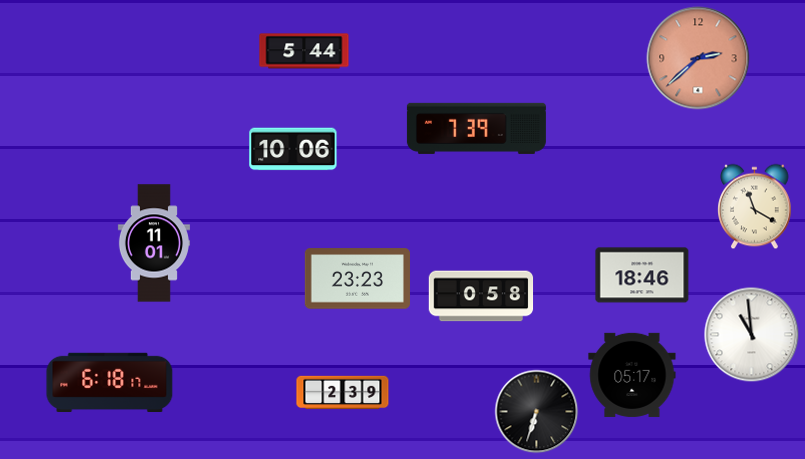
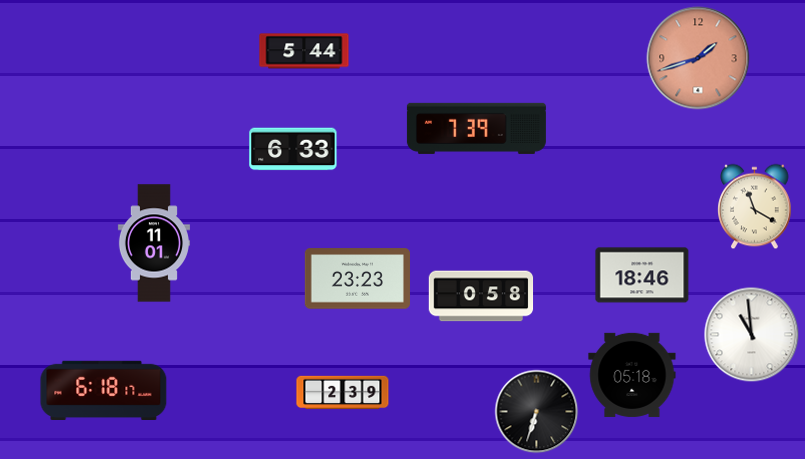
clock at (698, 58): 2:38 -> 1:42
clock at (293, 149): 10:06 -> 6:33
clock at (632, 375): 05:17 -> 05:18
clock at (110, 382) position: (110, 382) -> (104, 390)
